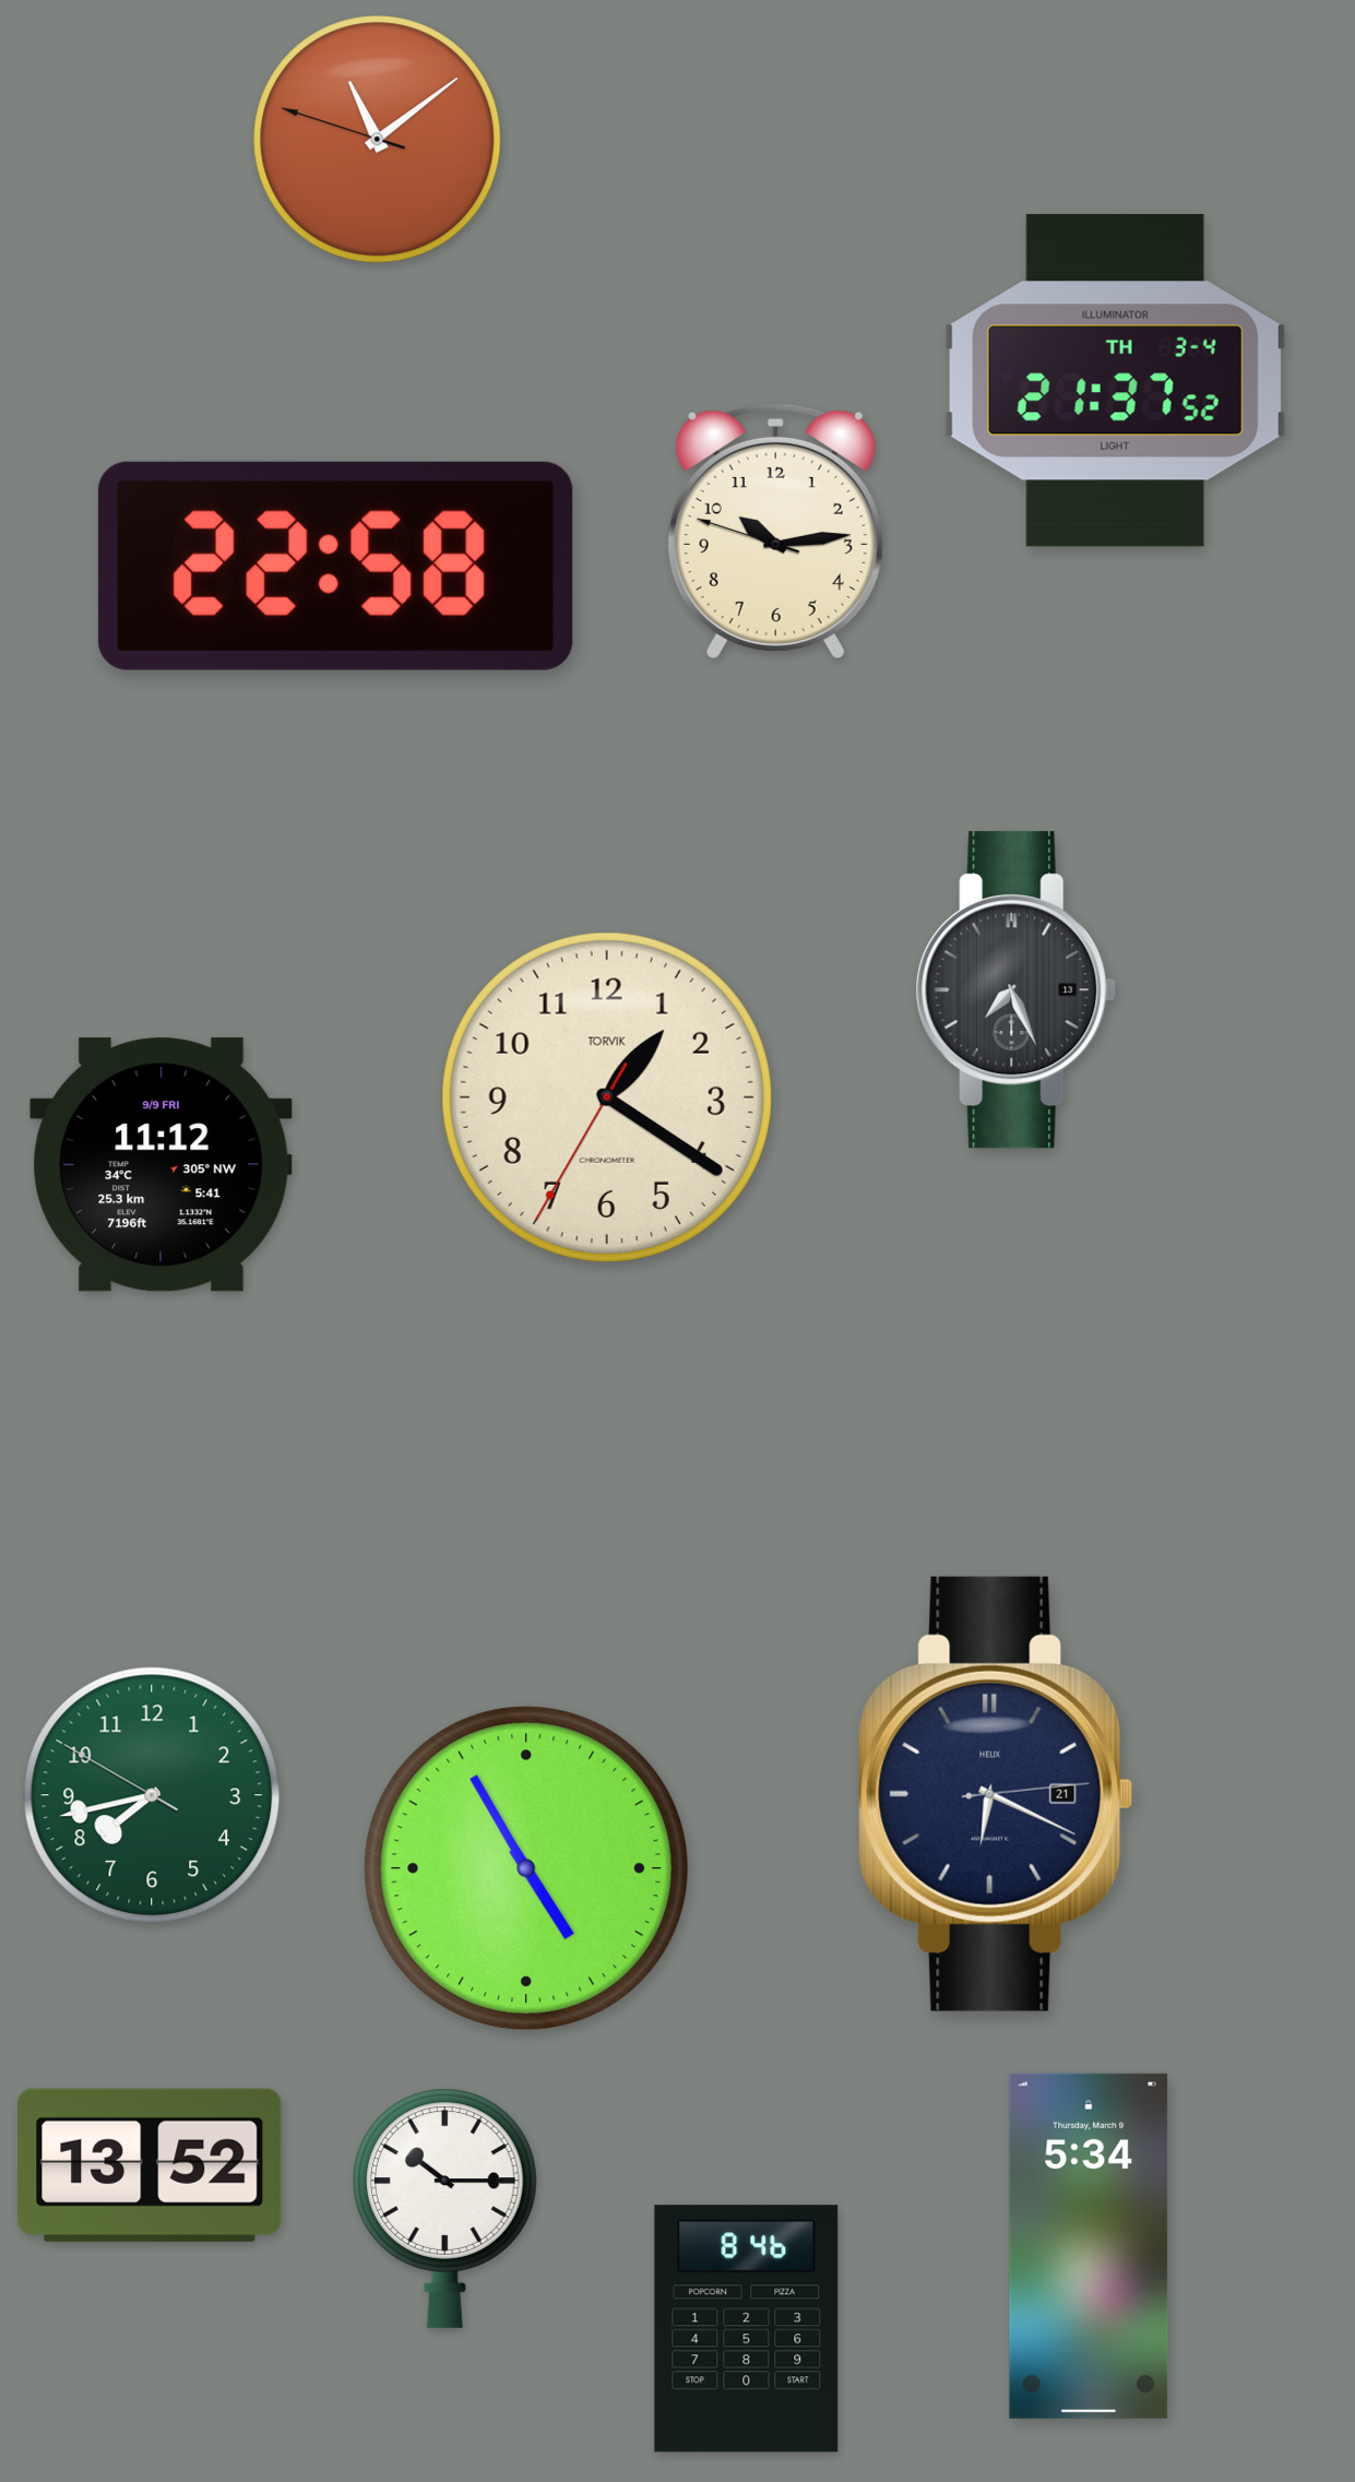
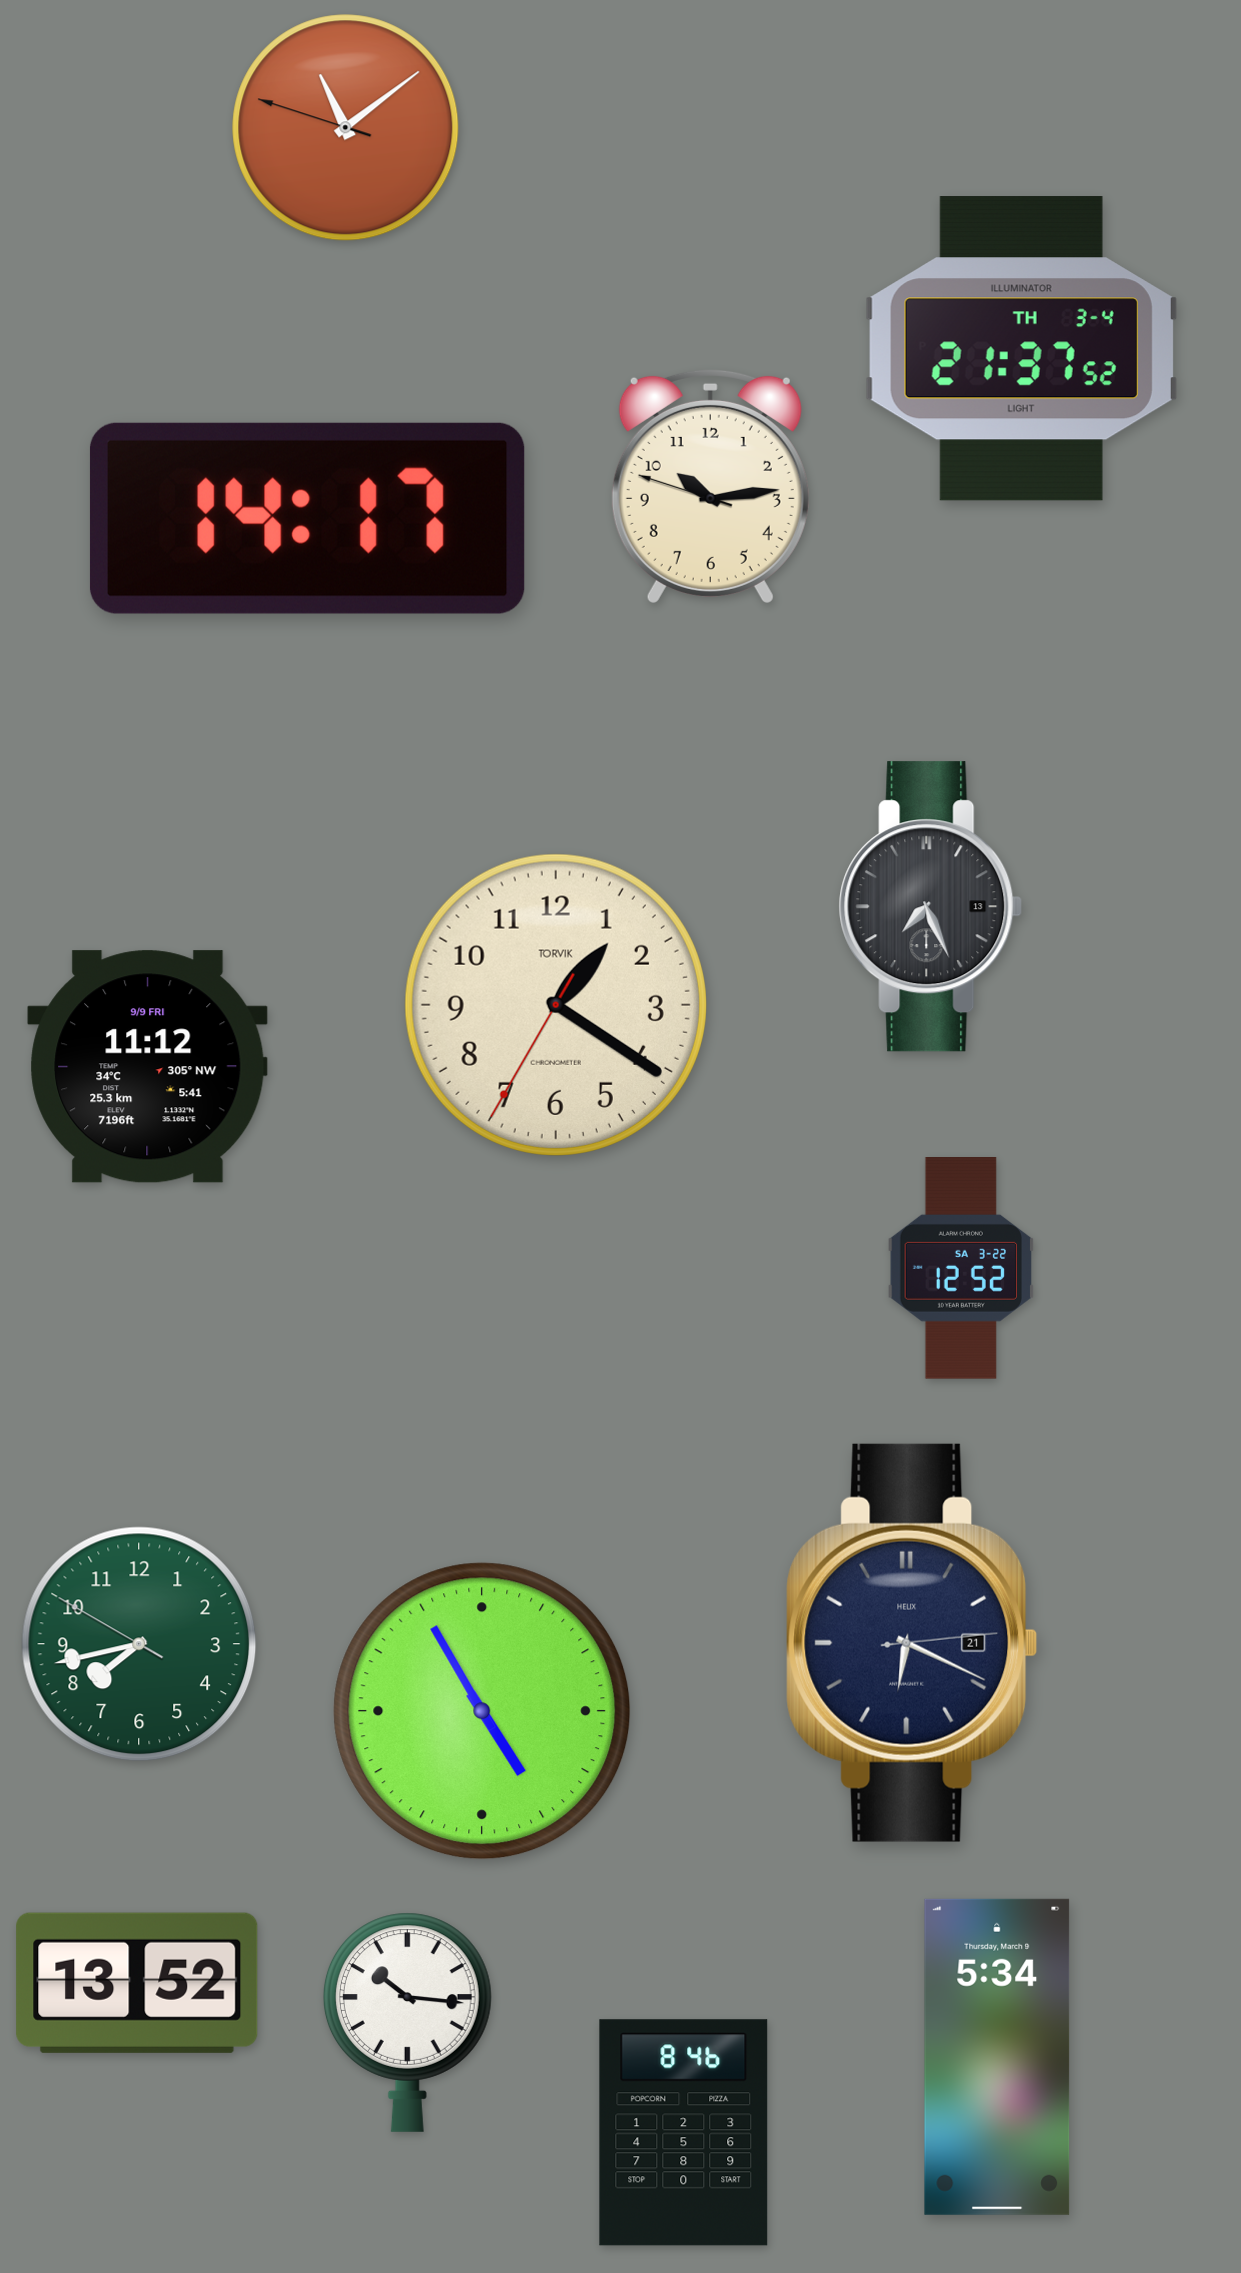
clock at (335, 566): 22:58 -> 14:17
clock at (961, 1269): none -> 12:52
clock at (444, 2208): 10:15 -> 10:16
